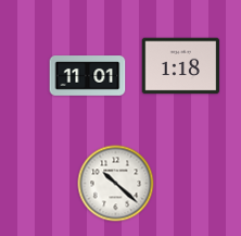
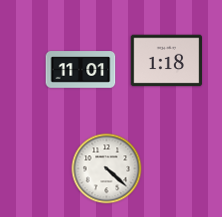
clock at (116, 184): 10:22 -> 4:22
